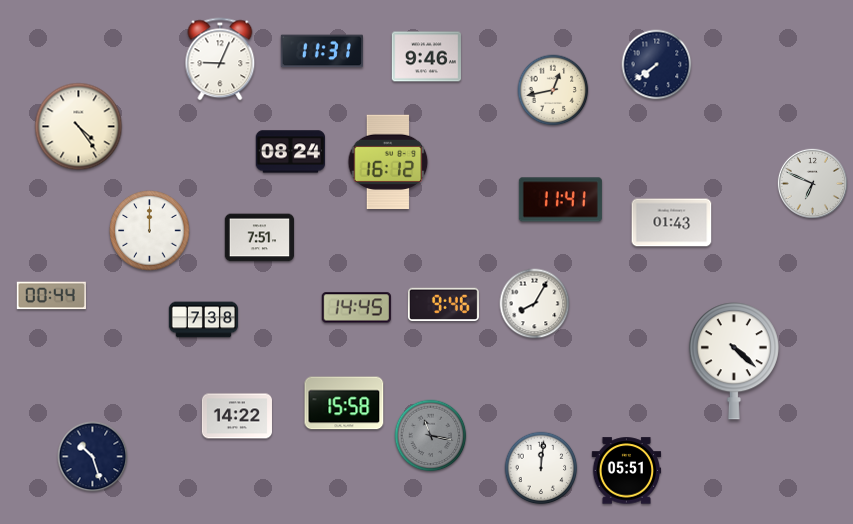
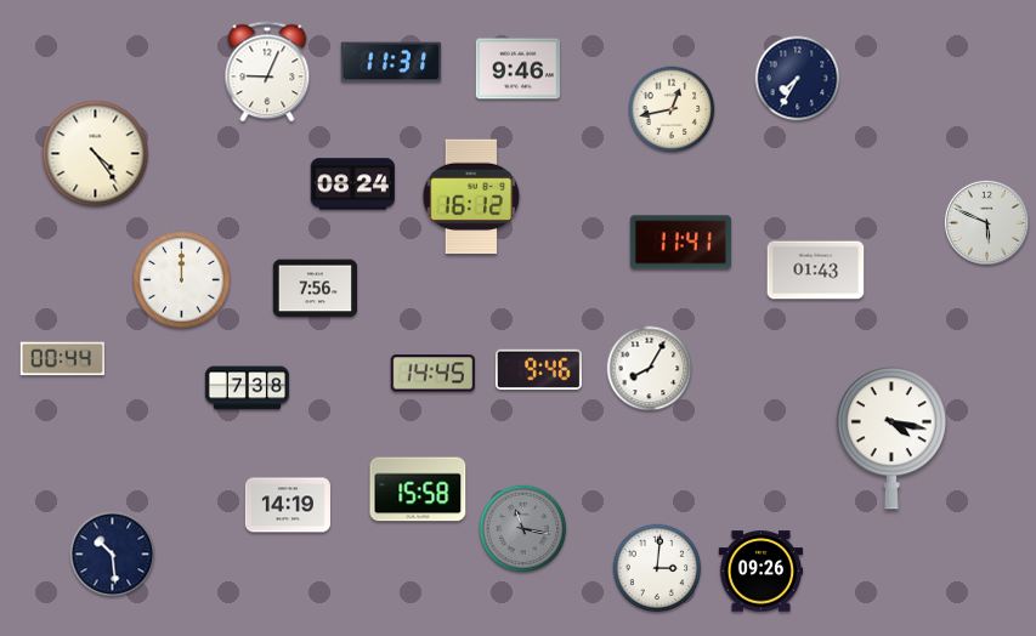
clock at (657, 65): 7:39 -> 7:35
clock at (812, 183): 6:49 -> 5:49
clock at (260, 238): 7:51 -> 7:56
clock at (734, 361): 4:22 -> 4:17
clock at (237, 416): 14:22 -> 14:19
clock at (93, 457): 10:27 -> 10:29
clock at (541, 468): 12:01 -> 3:01
clock at (627, 471): 05:51 -> 09:26
